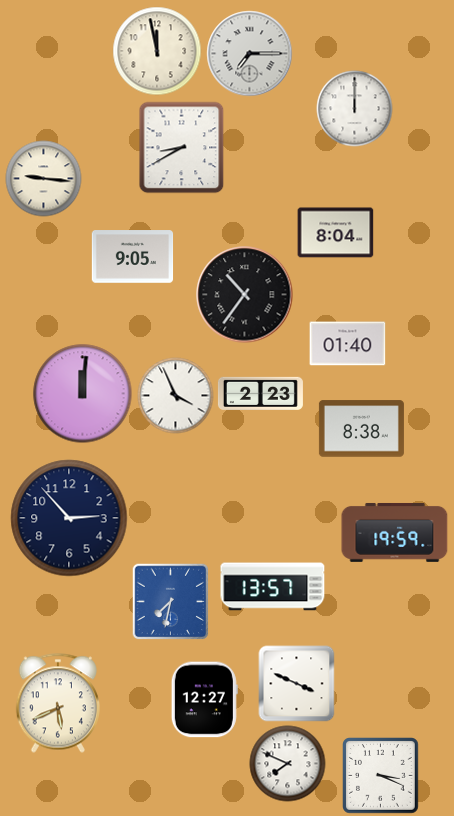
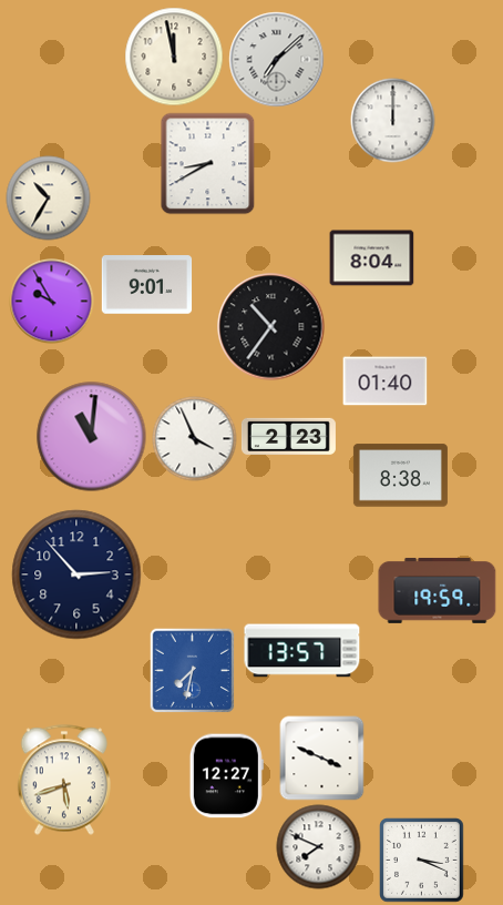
clock at (250, 54): 7:15 -> 7:08
clock at (182, 148) position: (182, 148) -> (208, 164)
clock at (44, 179): 9:16 -> 10:35
clock at (133, 257): 9:05 -> 9:01
clock at (52, 302): none -> 9:55
clock at (83, 394): 12:01 -> 11:01
clock at (170, 601) position: (170, 601) -> (192, 670)
clock at (297, 684) position: (297, 684) -> (322, 759)
clock at (58, 703): 5:41 -> 5:42
